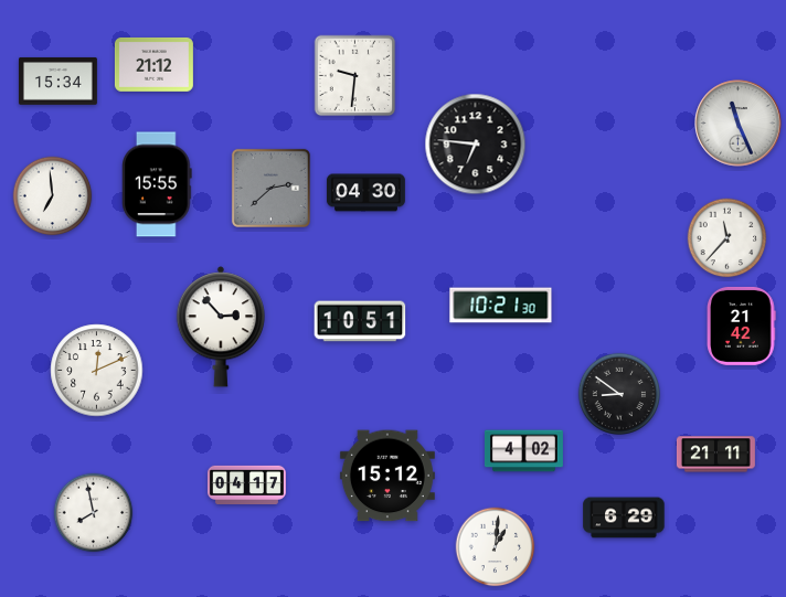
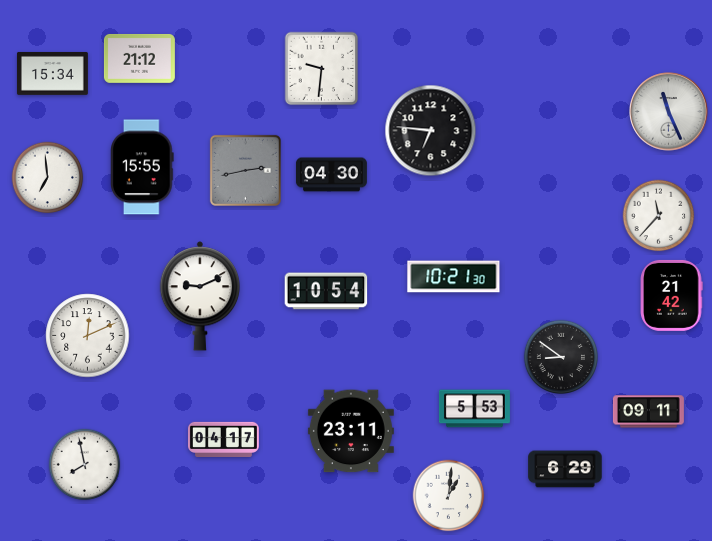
clock at (270, 188): 2:38 -> 2:43
clock at (360, 321): 10:51 -> 10:54
clock at (220, 327): 2:53 -> 9:11
clock at (523, 451): 4:02 -> 5:53
clock at (715, 455): 21:11 -> 09:11
clock at (387, 476): 15:12 -> 23:11
